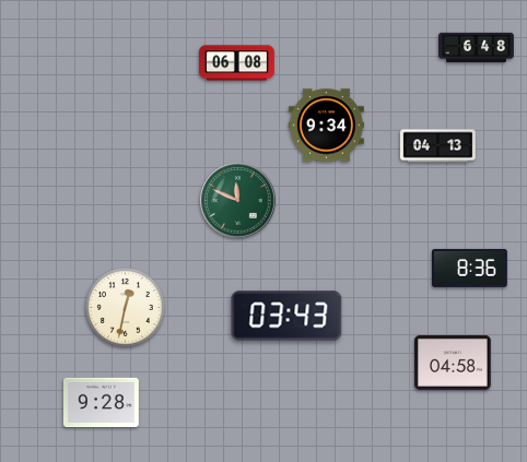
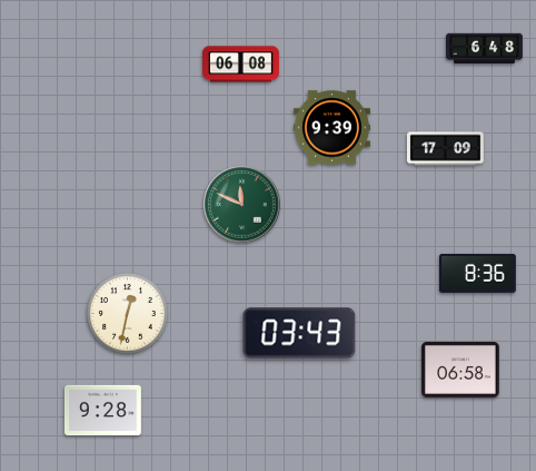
clock at (327, 126): 9:34 -> 9:39
clock at (437, 146): 04:13 -> 17:09
clock at (286, 316) position: (286, 316) -> (299, 333)
clock at (453, 363): 04:58 -> 06:58
